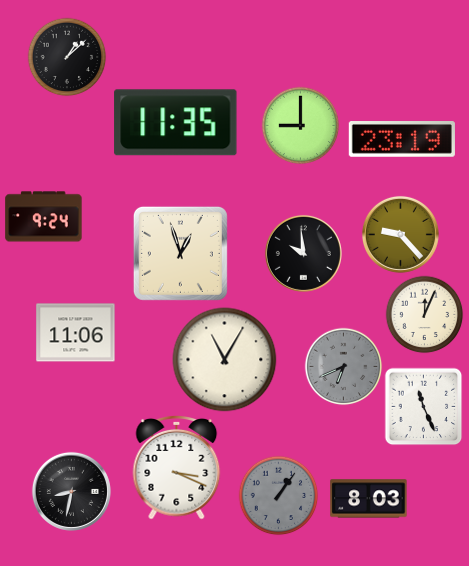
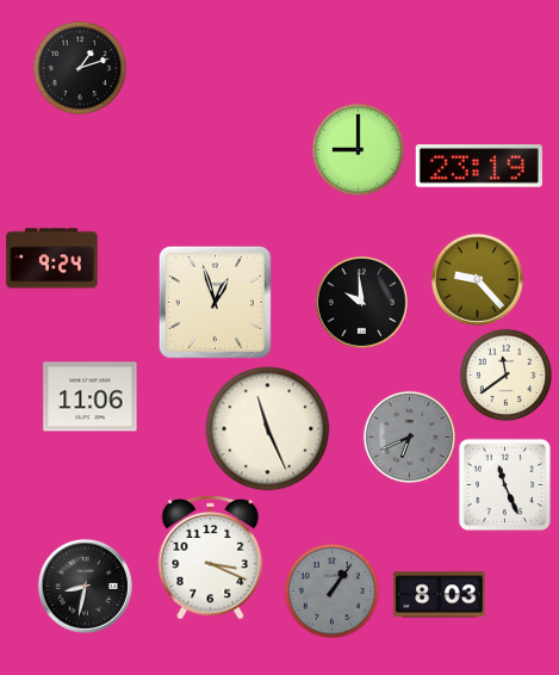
clock at (67, 57): 1:08 -> 1:12
clock at (176, 123): 11:35 -> none
clock at (424, 314): 12:04 -> 11:39
clock at (225, 360): 11:05 -> 11:26
